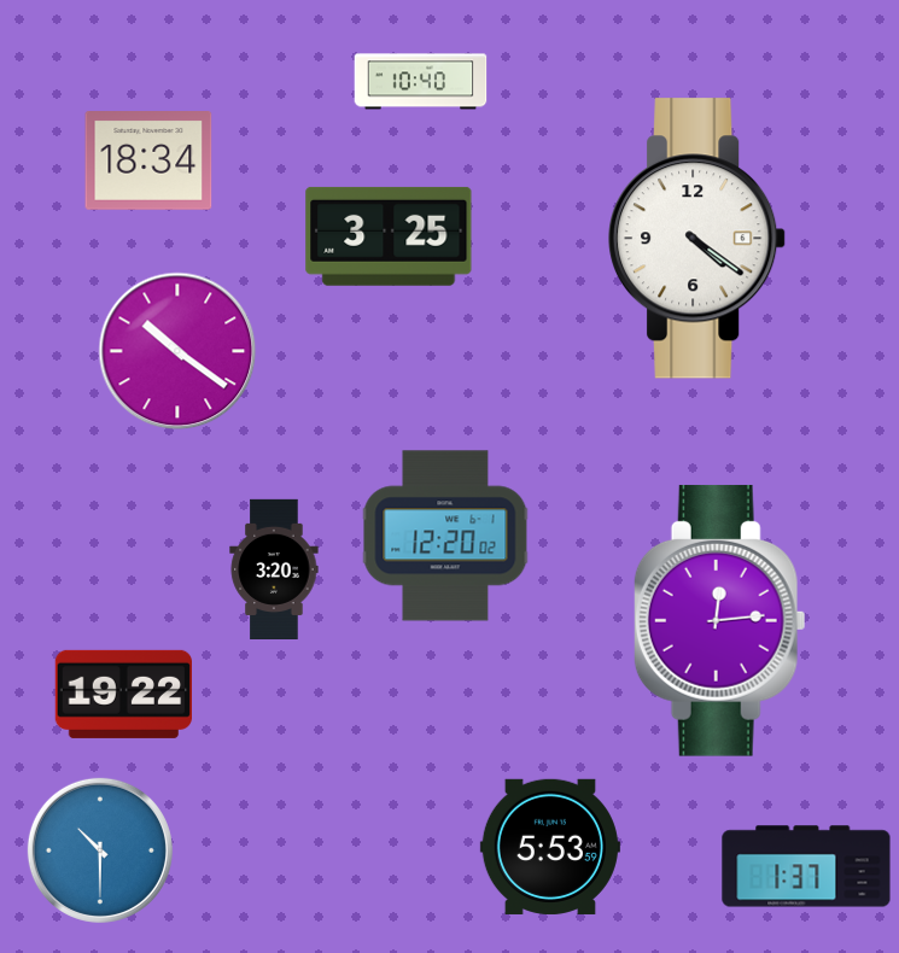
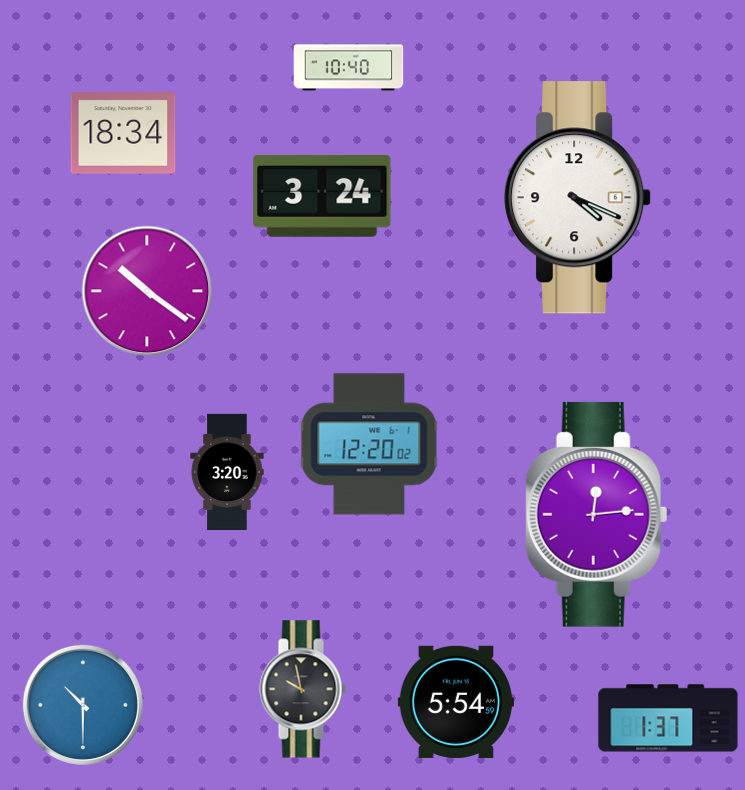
clock at (389, 236): 3:25 -> 3:24
clock at (699, 239): 4:21 -> 4:19
clock at (123, 694): 19:22 -> none
clock at (303, 689): none -> 9:58
clock at (550, 847): 5:53 -> 5:54
